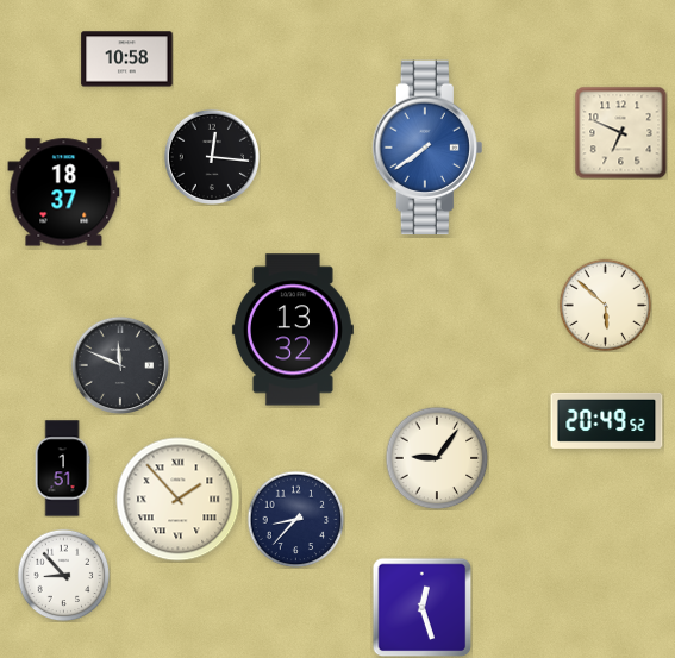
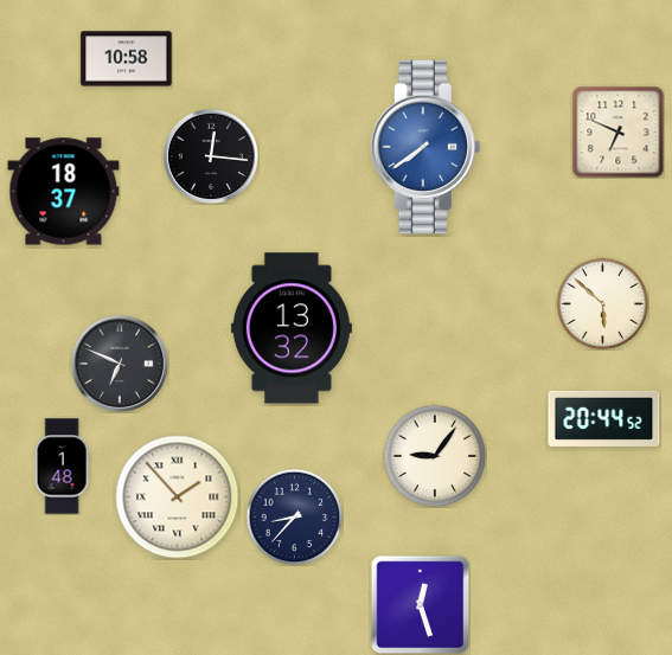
clock at (120, 365): 11:49 -> 6:49
clock at (607, 420): 20:49 -> 20:44
clock at (62, 469): 1:51 -> 1:48
clock at (63, 575): 8:53 -> none
